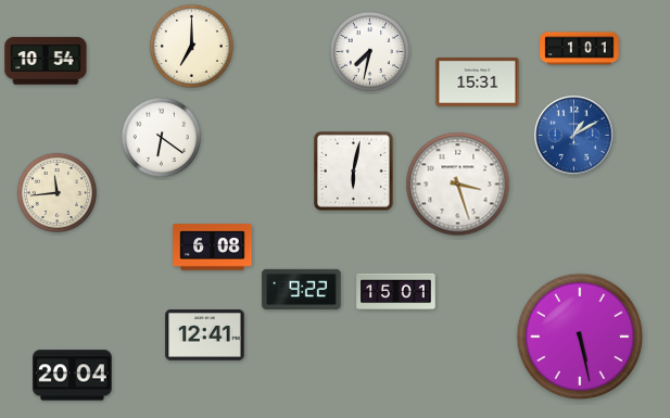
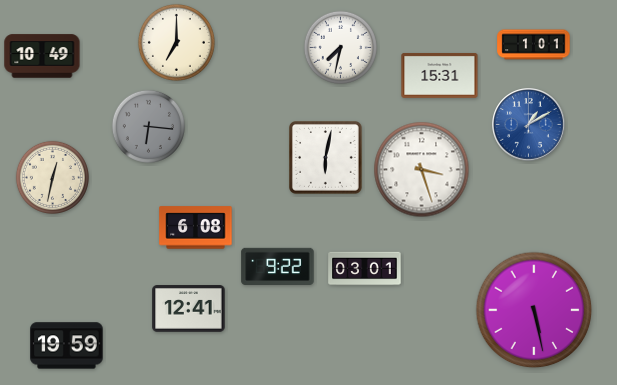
clock at (46, 61): 10:54 -> 10:49
clock at (161, 137): 6:21 -> 6:16
clock at (161, 137) dial: white -> grey
clock at (56, 192): 11:44 -> 12:32
clock at (396, 292): 15:01 -> 03:01
clock at (73, 376): 20:04 -> 19:59
